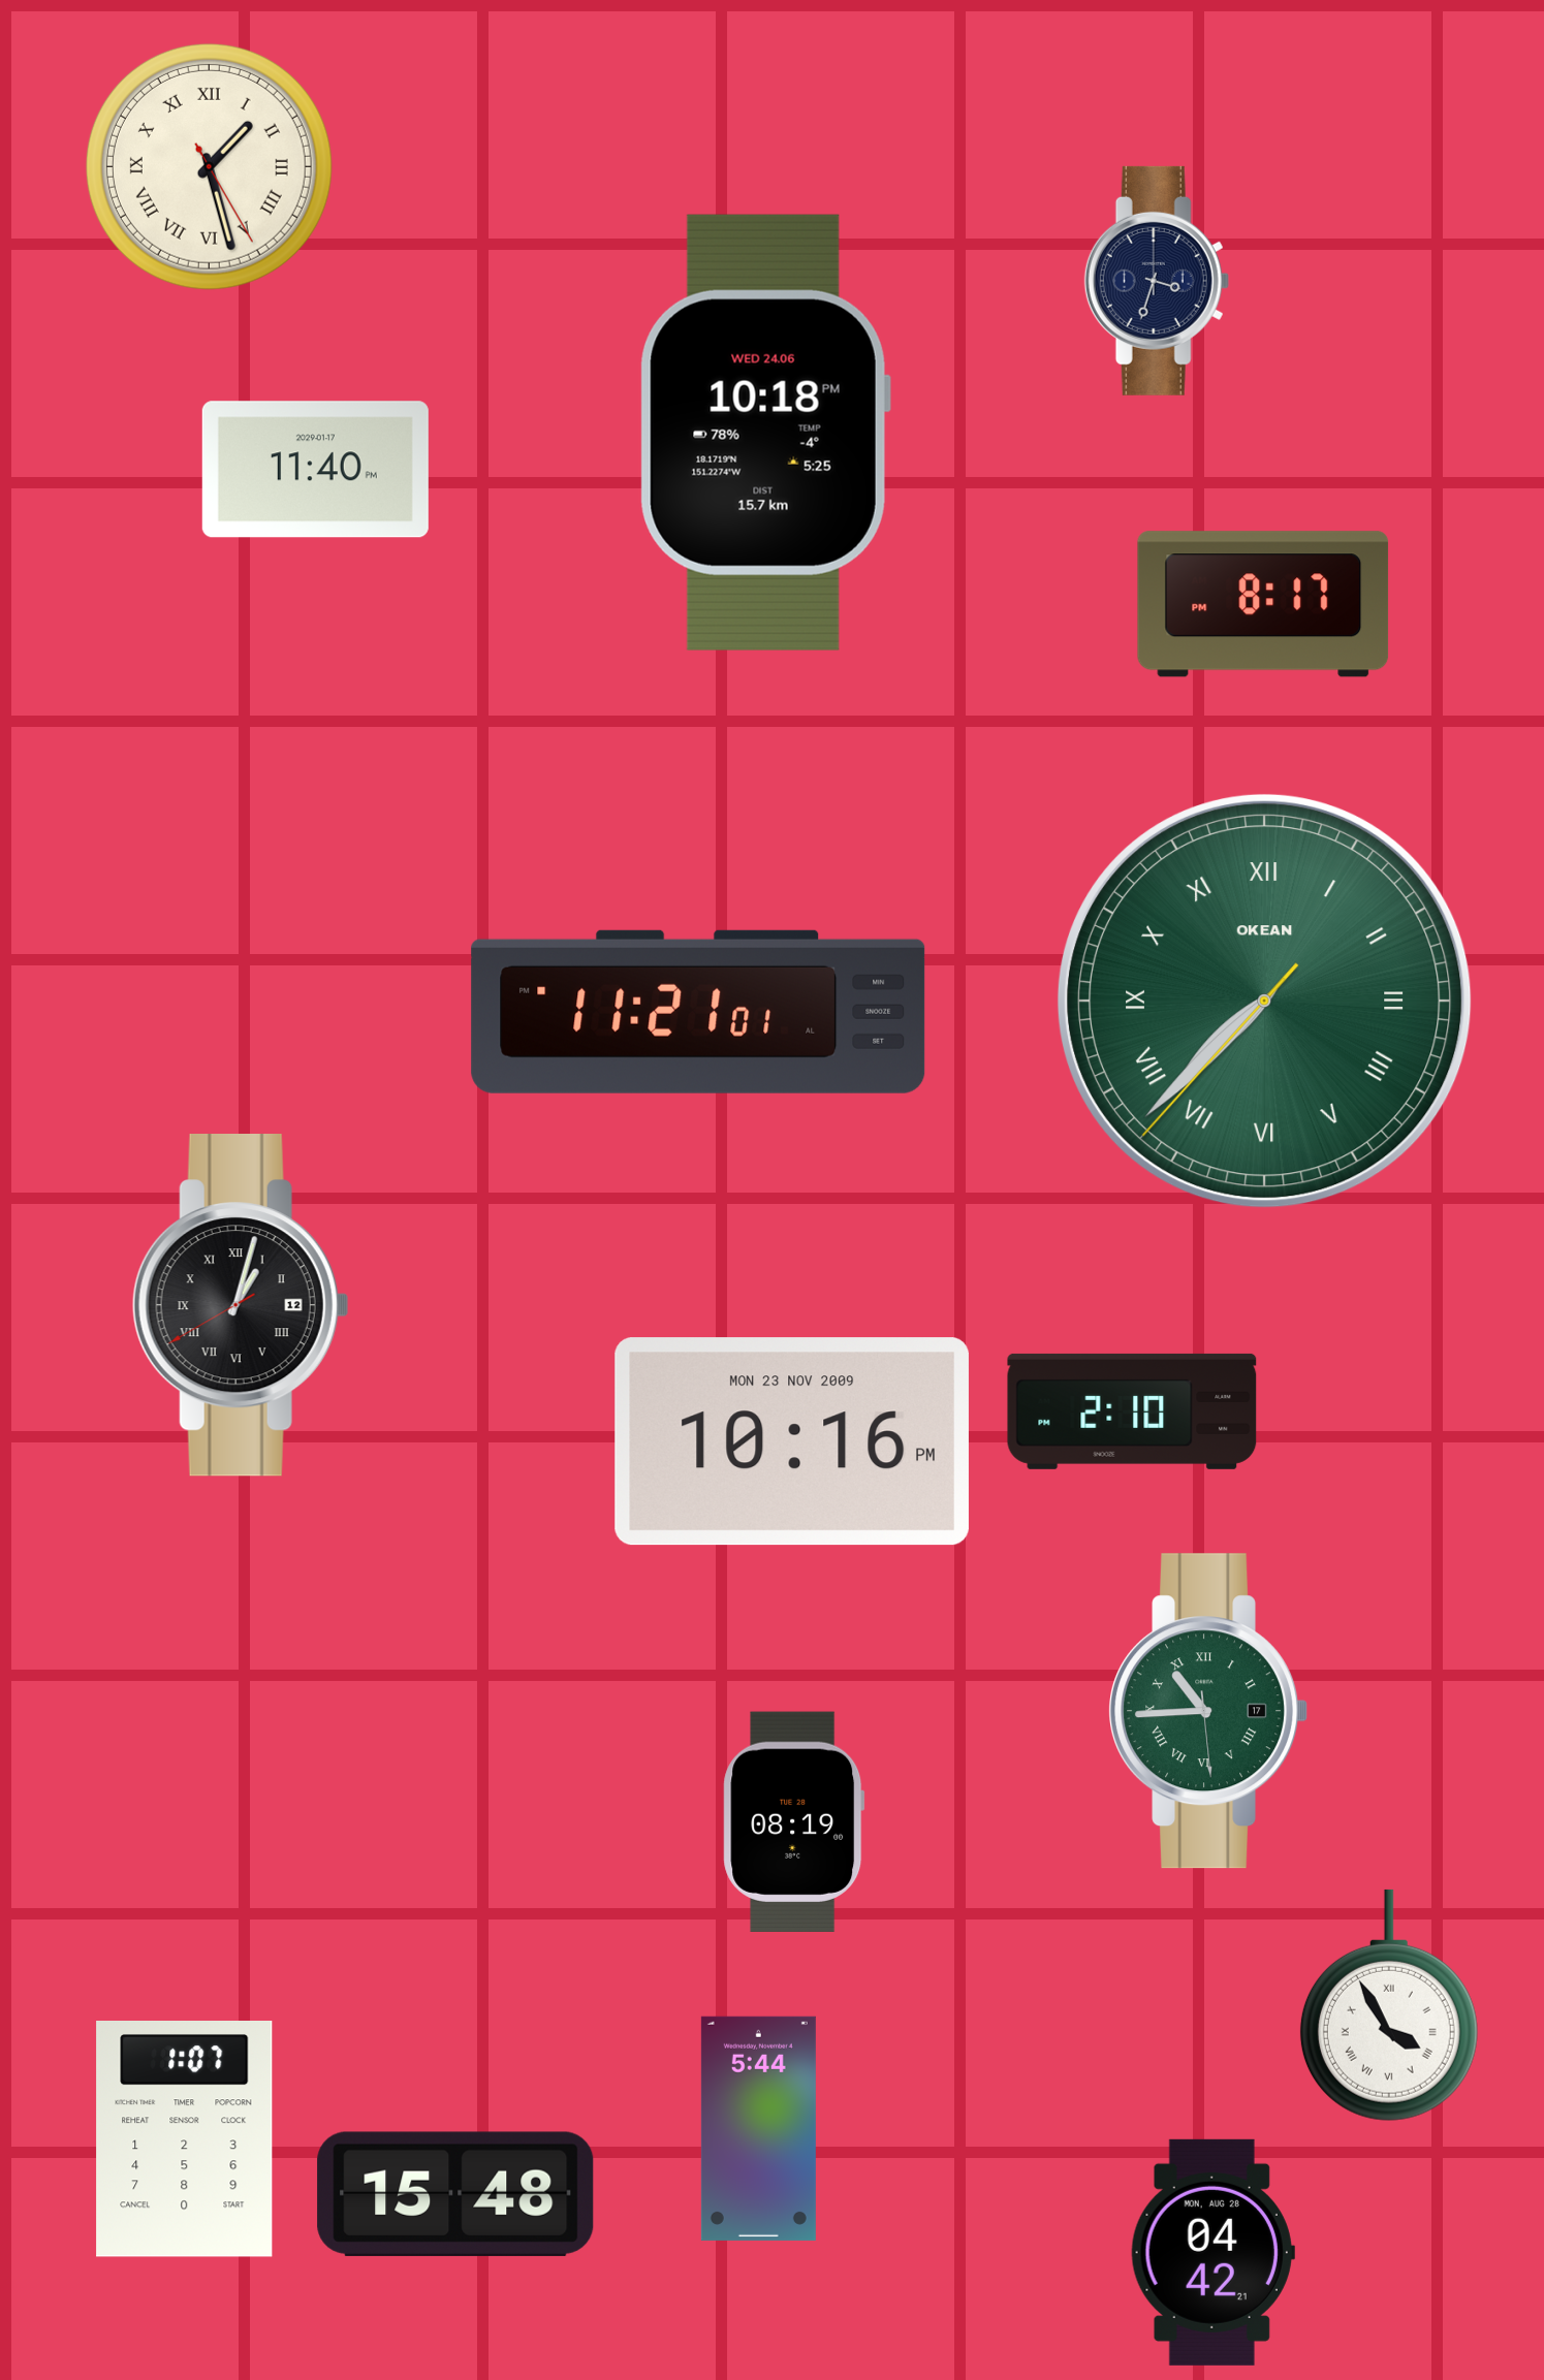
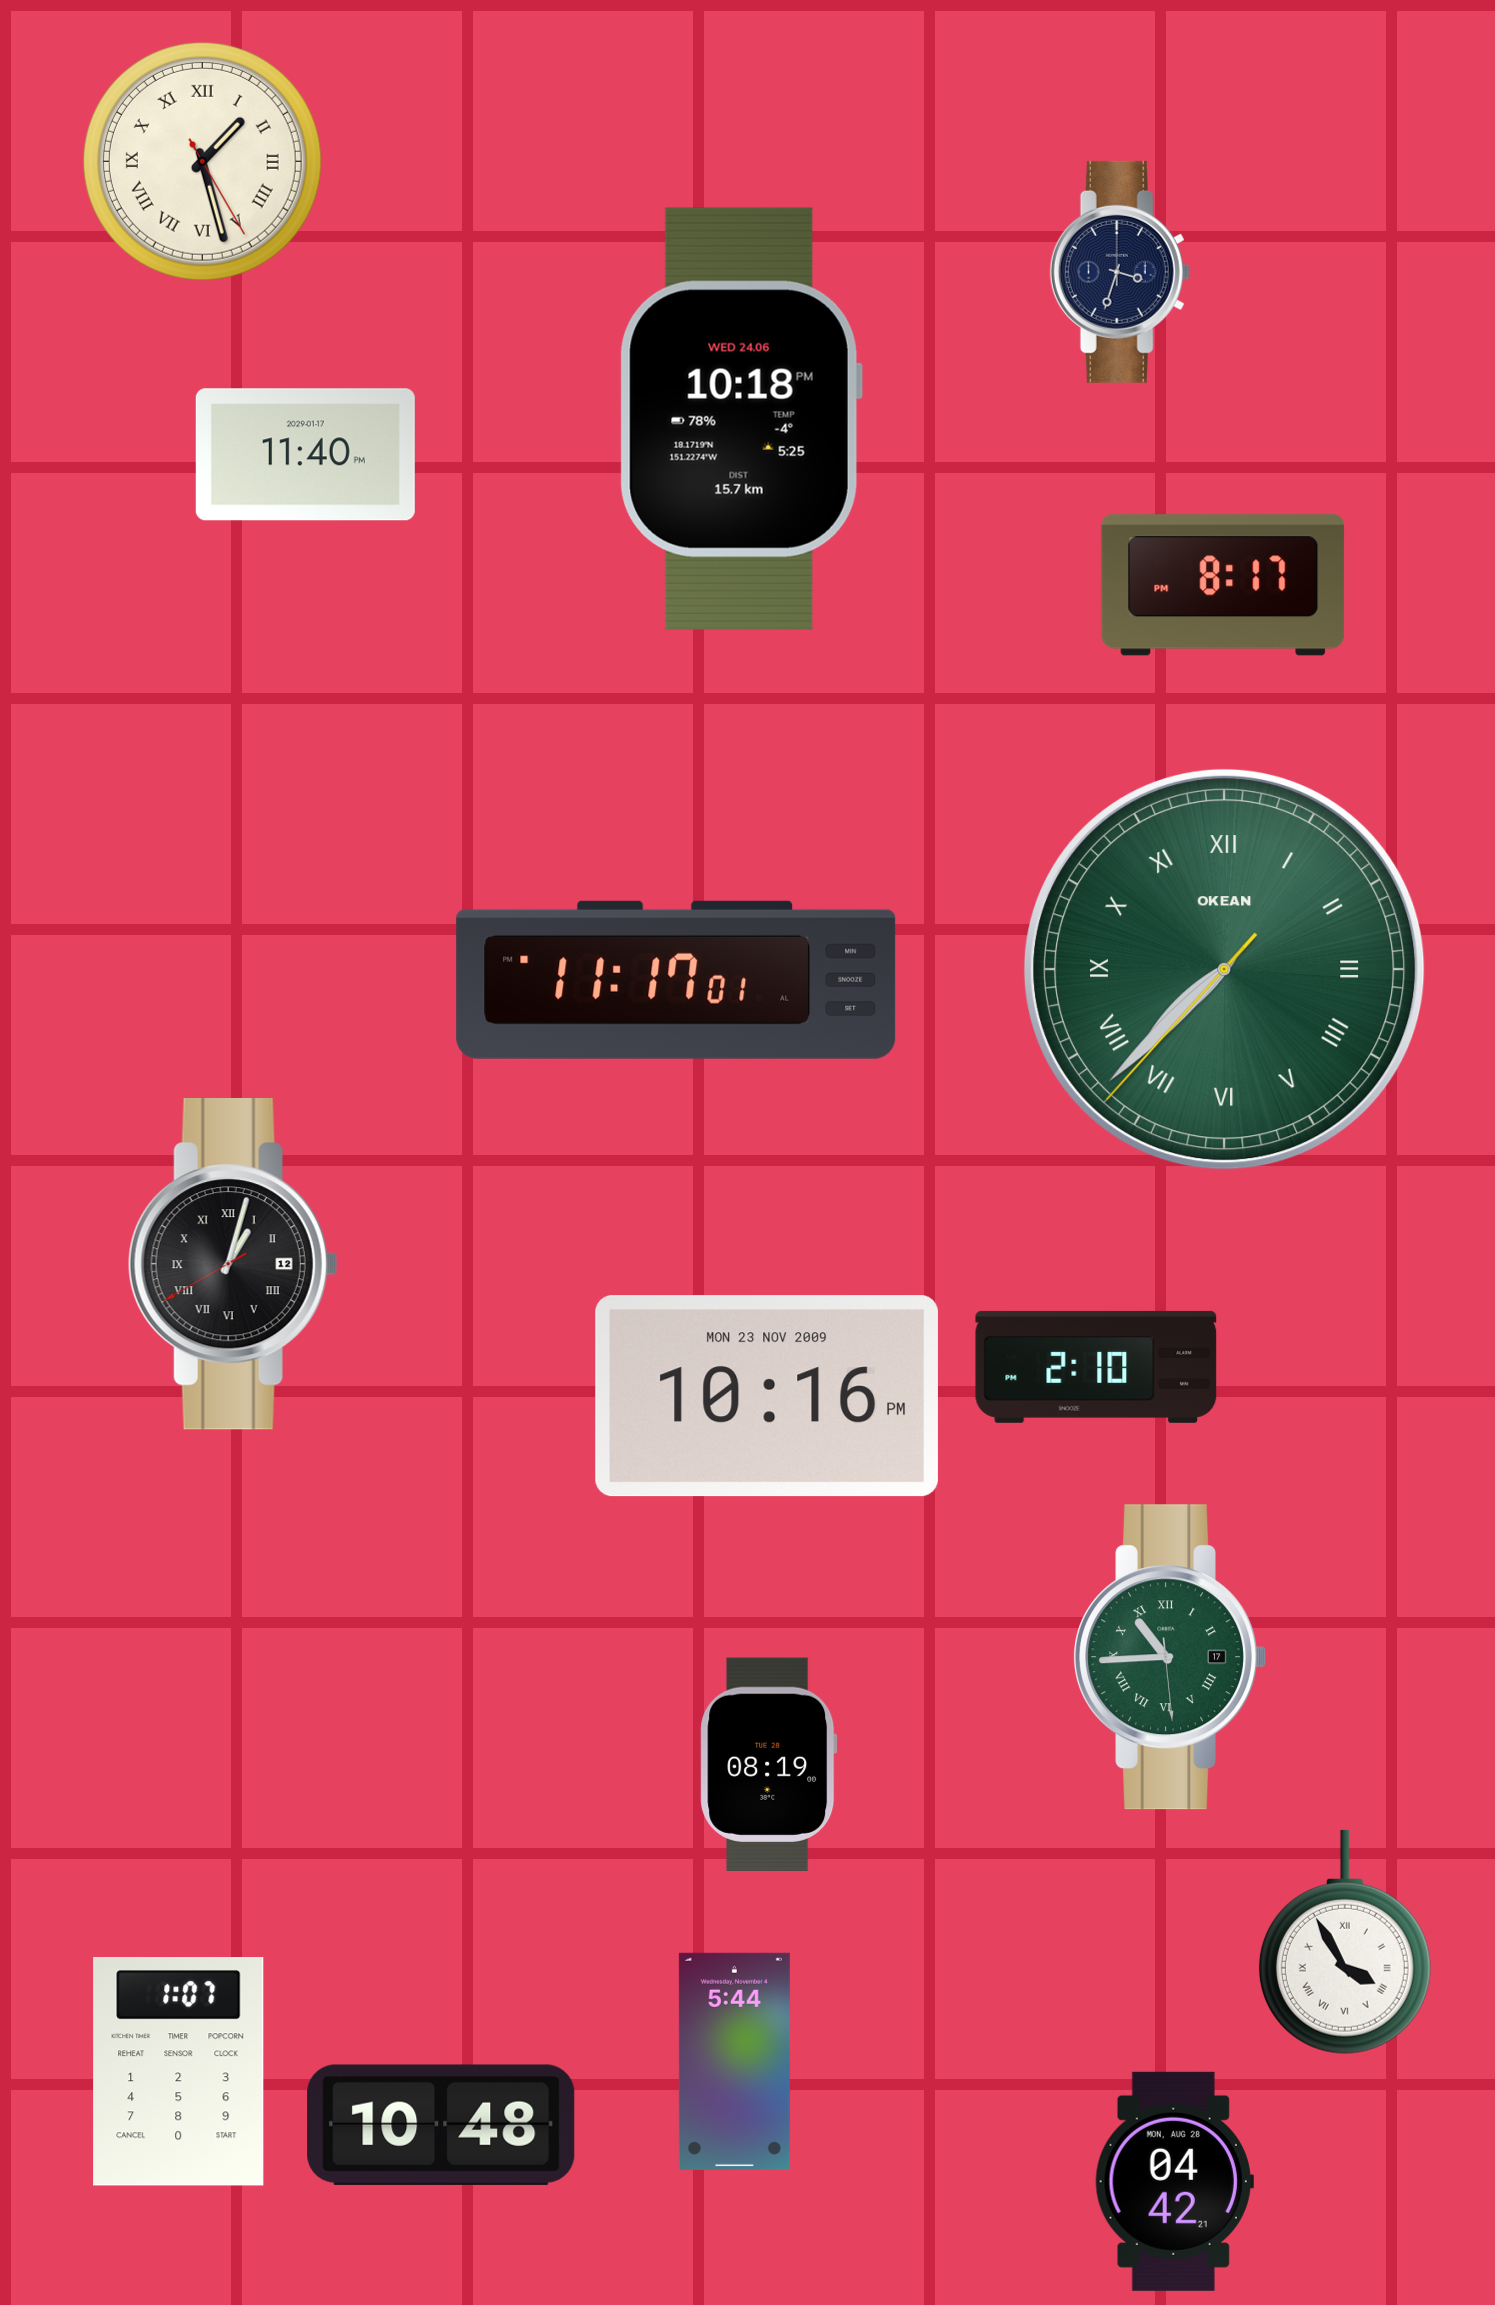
clock at (698, 1012): 11:21 -> 11:17
clock at (455, 2194): 15:48 -> 10:48
